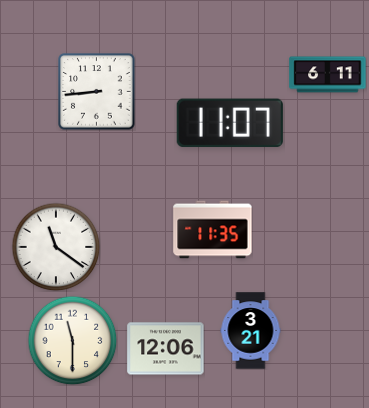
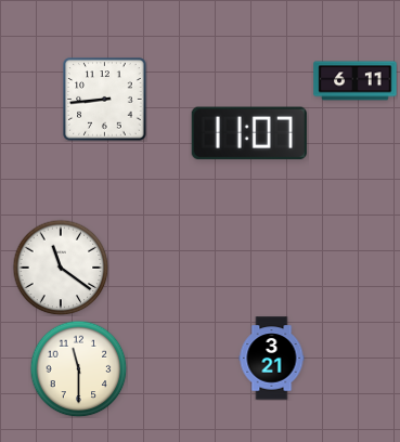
clock at (213, 230): 11:35 -> none
clock at (166, 349): 12:06 -> none
